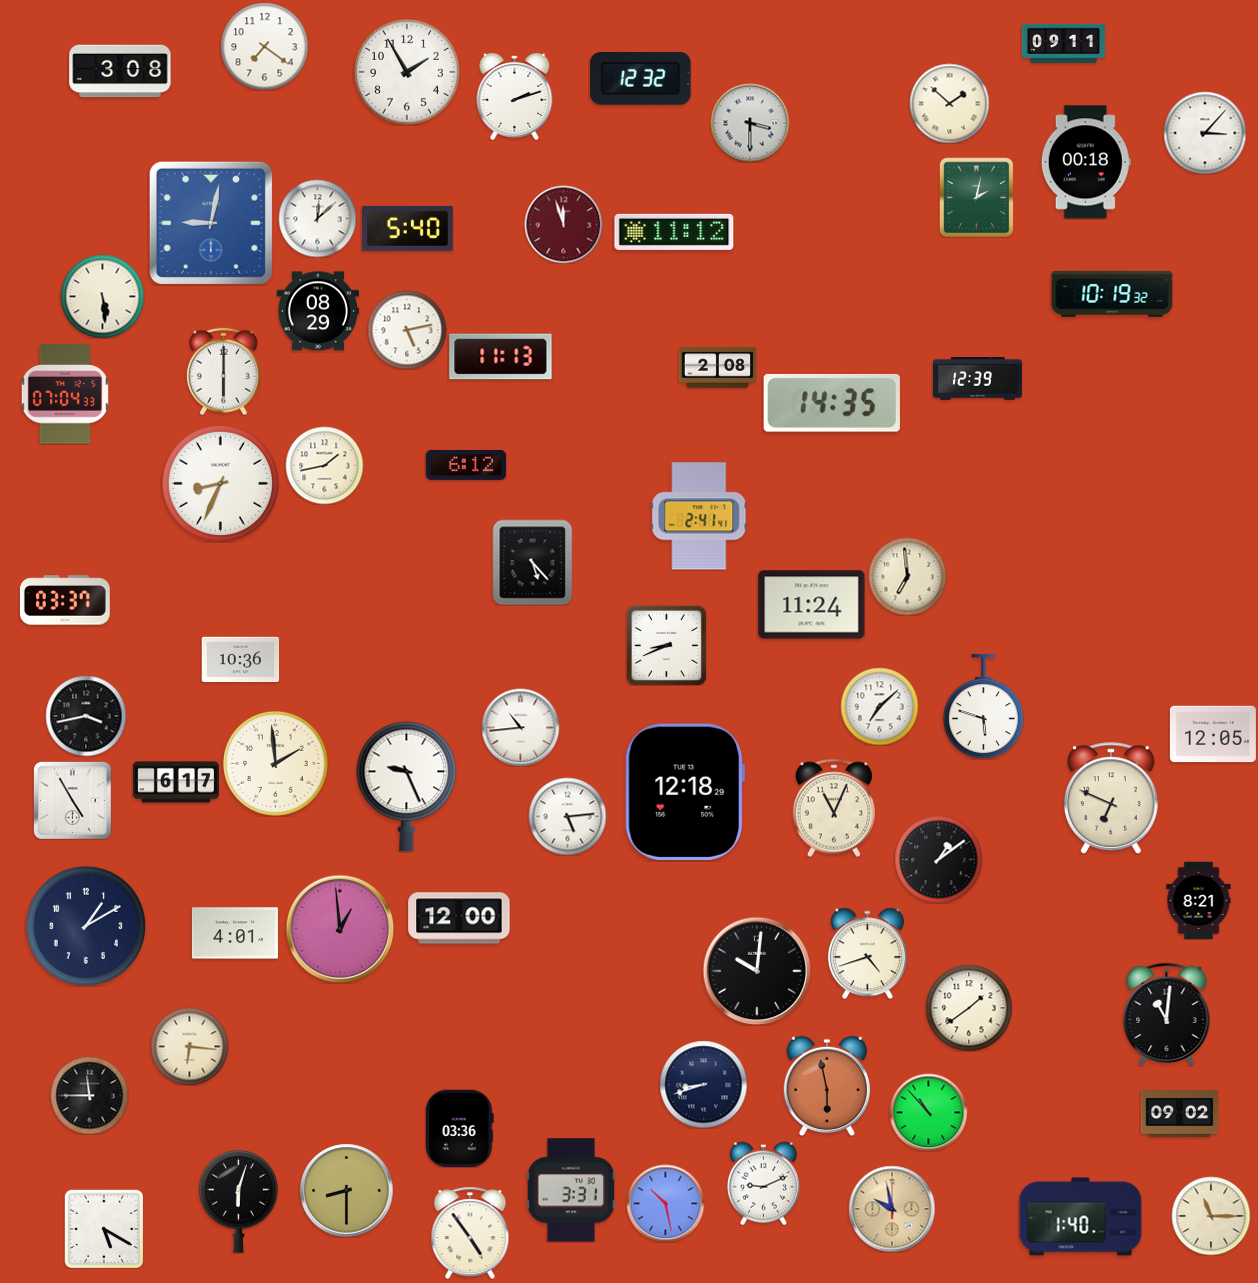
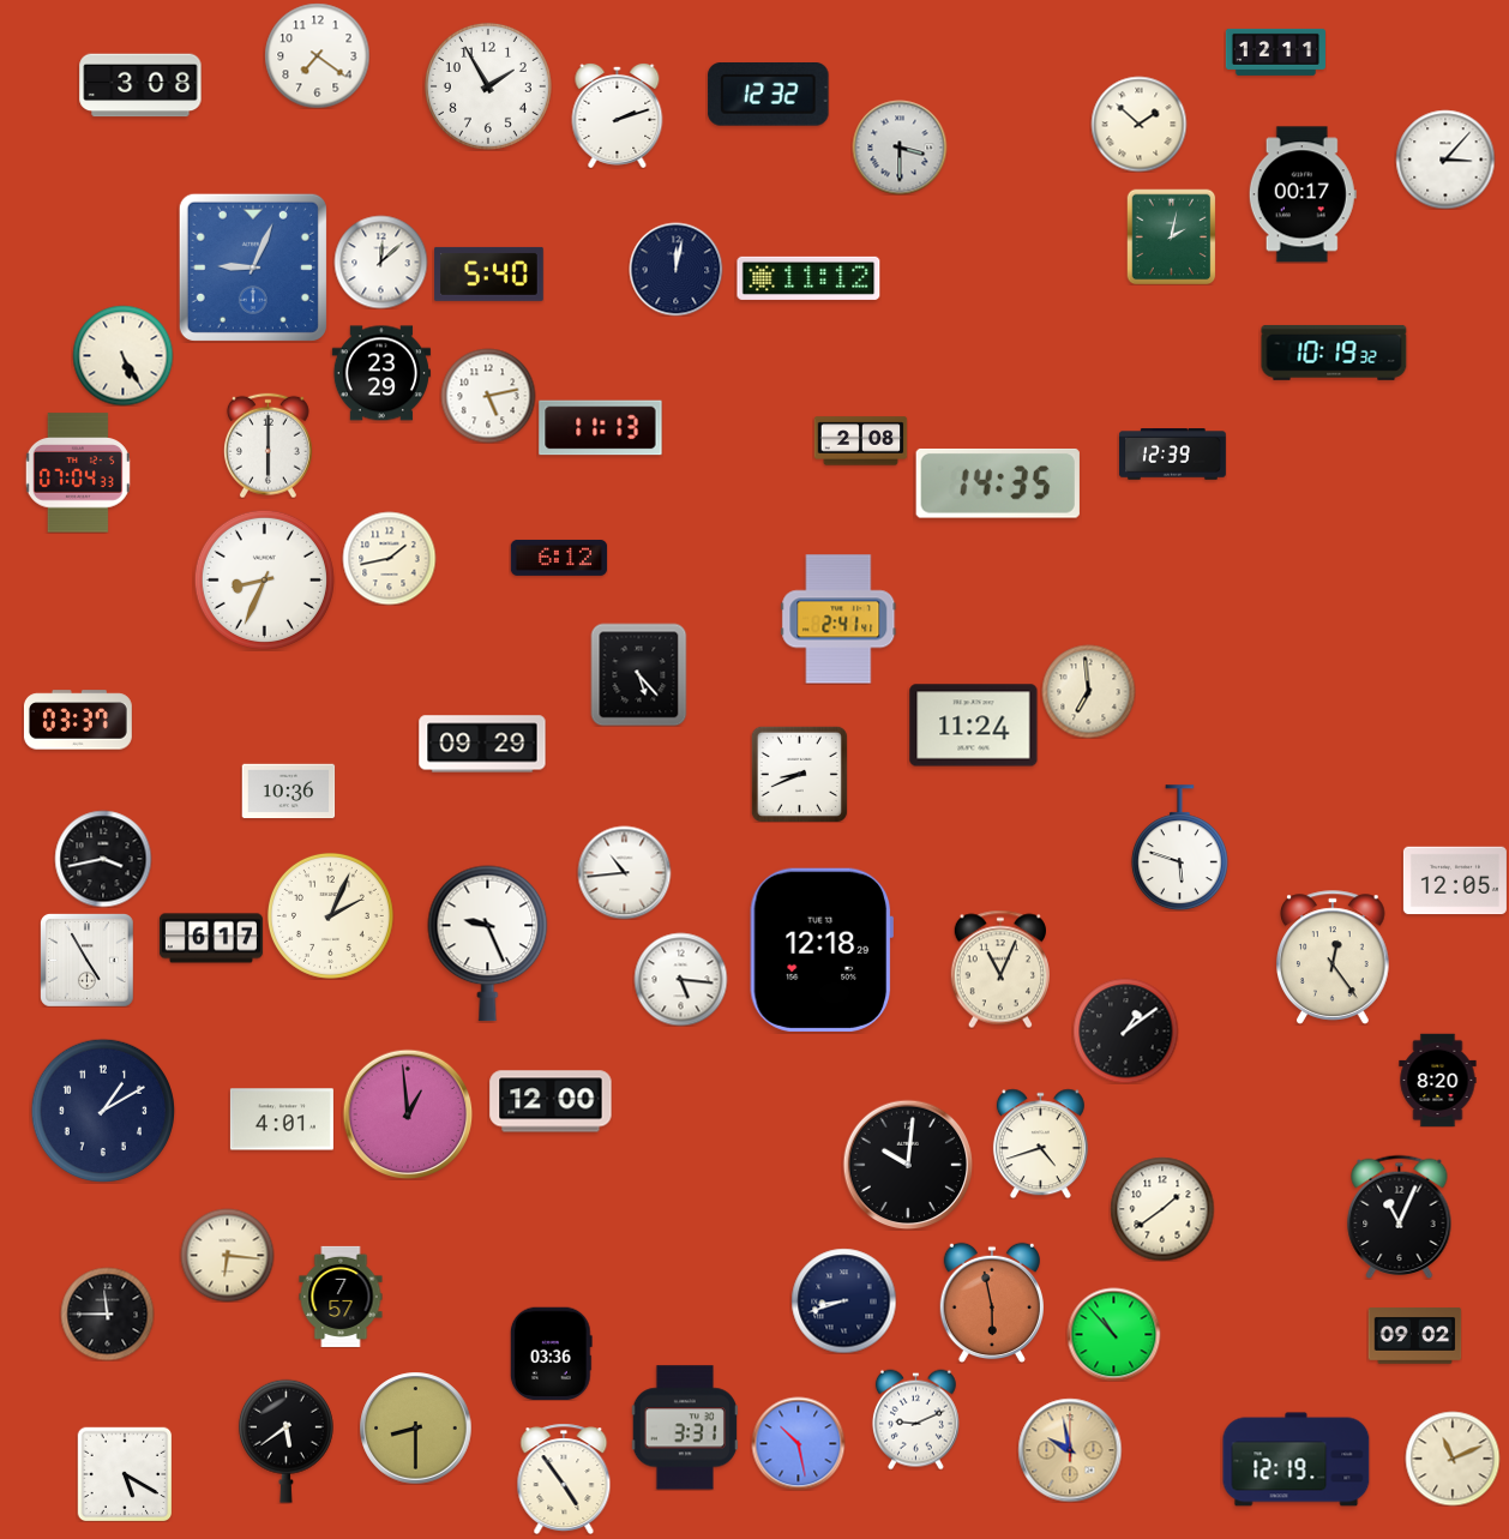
clock at (1063, 43): 09:11 -> 12:11
clock at (120, 71) position: (120, 71) -> (140, 85)
clock at (1086, 162): 00:18 -> 00:17
clock at (211, 223): 9:02 -> 9:04
clock at (563, 224): 11:57 -> 12:02
clock at (563, 224) dial: burgundy -> navy
clock at (102, 296): 5:29 -> 5:25
clock at (318, 311): 08:29 -> 23:29
clock at (482, 744): none -> 09:29
clock at (879, 706): 7:08 -> none
clock at (275, 763): 1:59 -> 2:04
clock at (1112, 798): 6:49 -> 12:24
clock at (567, 816): 5:14 -> 5:16
clock at (1199, 900): 8:21 -> 8:20
clock at (1167, 1014): 11:01 -> 11:04
clock at (341, 1297): none -> 7:57
clock at (238, 1201): 6:03 -> 5:39
clock at (1211, 1216): 11:15 -> 11:11
clock at (1081, 1217): 1:40 -> 12:19
